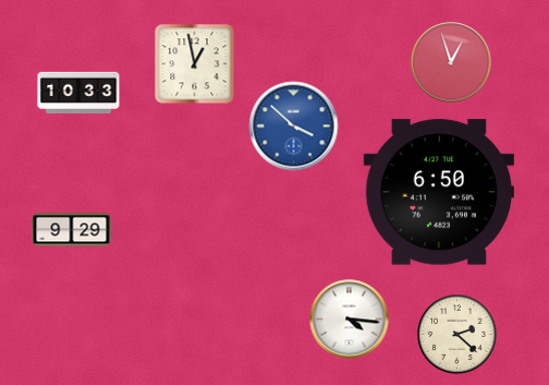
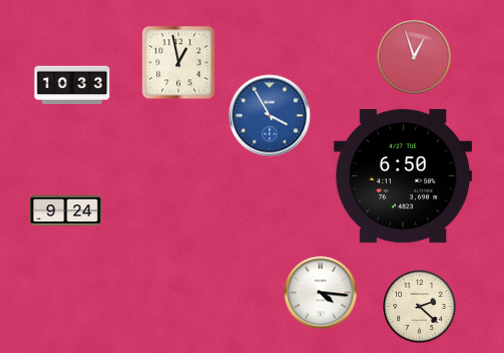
clock at (195, 64) position: (195, 64) -> (179, 63)
clock at (294, 127): 3:52 -> 3:55
clock at (72, 230): 9:29 -> 9:24
